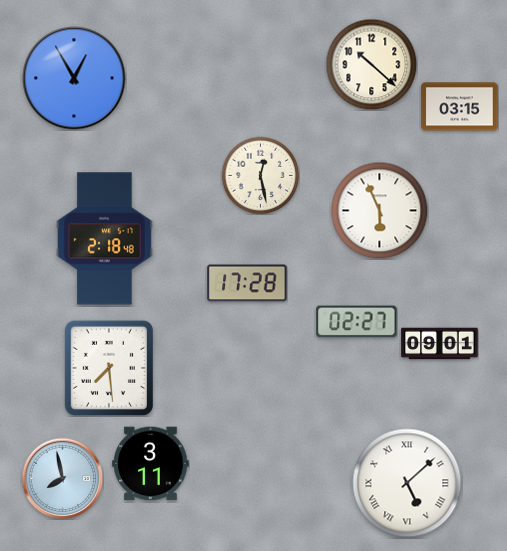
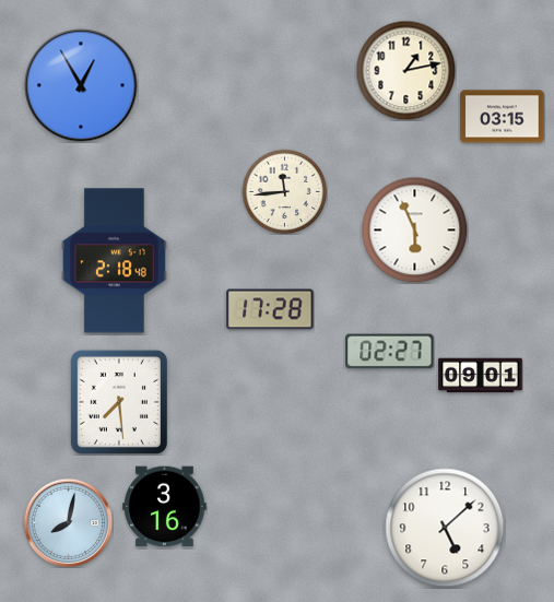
clock at (371, 64): 10:22 -> 1:13
clock at (260, 175): 12:28 -> 11:44
clock at (151, 464): 3:11 -> 3:16
clock at (62, 478): 7:58 -> 8:02
clock at (407, 483) numerals: Roman -> Arabic
